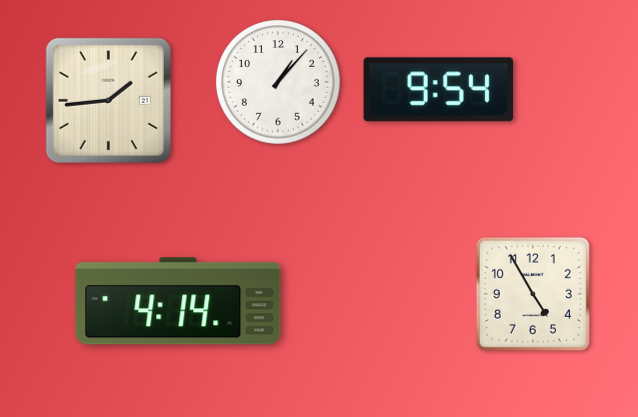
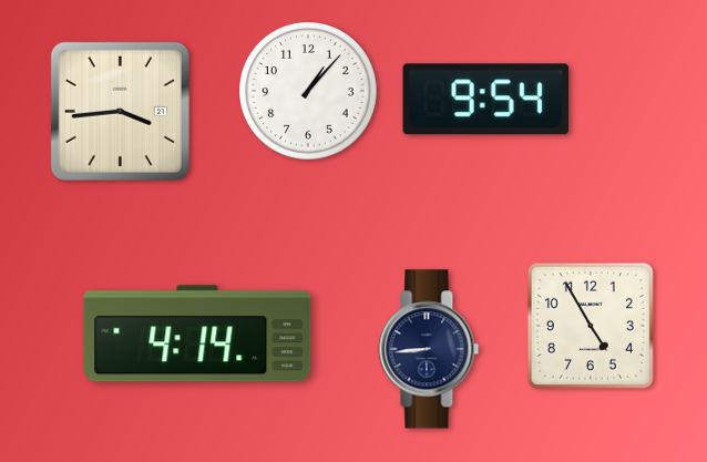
clock at (108, 100): 1:44 -> 3:44
clock at (429, 349): none -> 8:44
